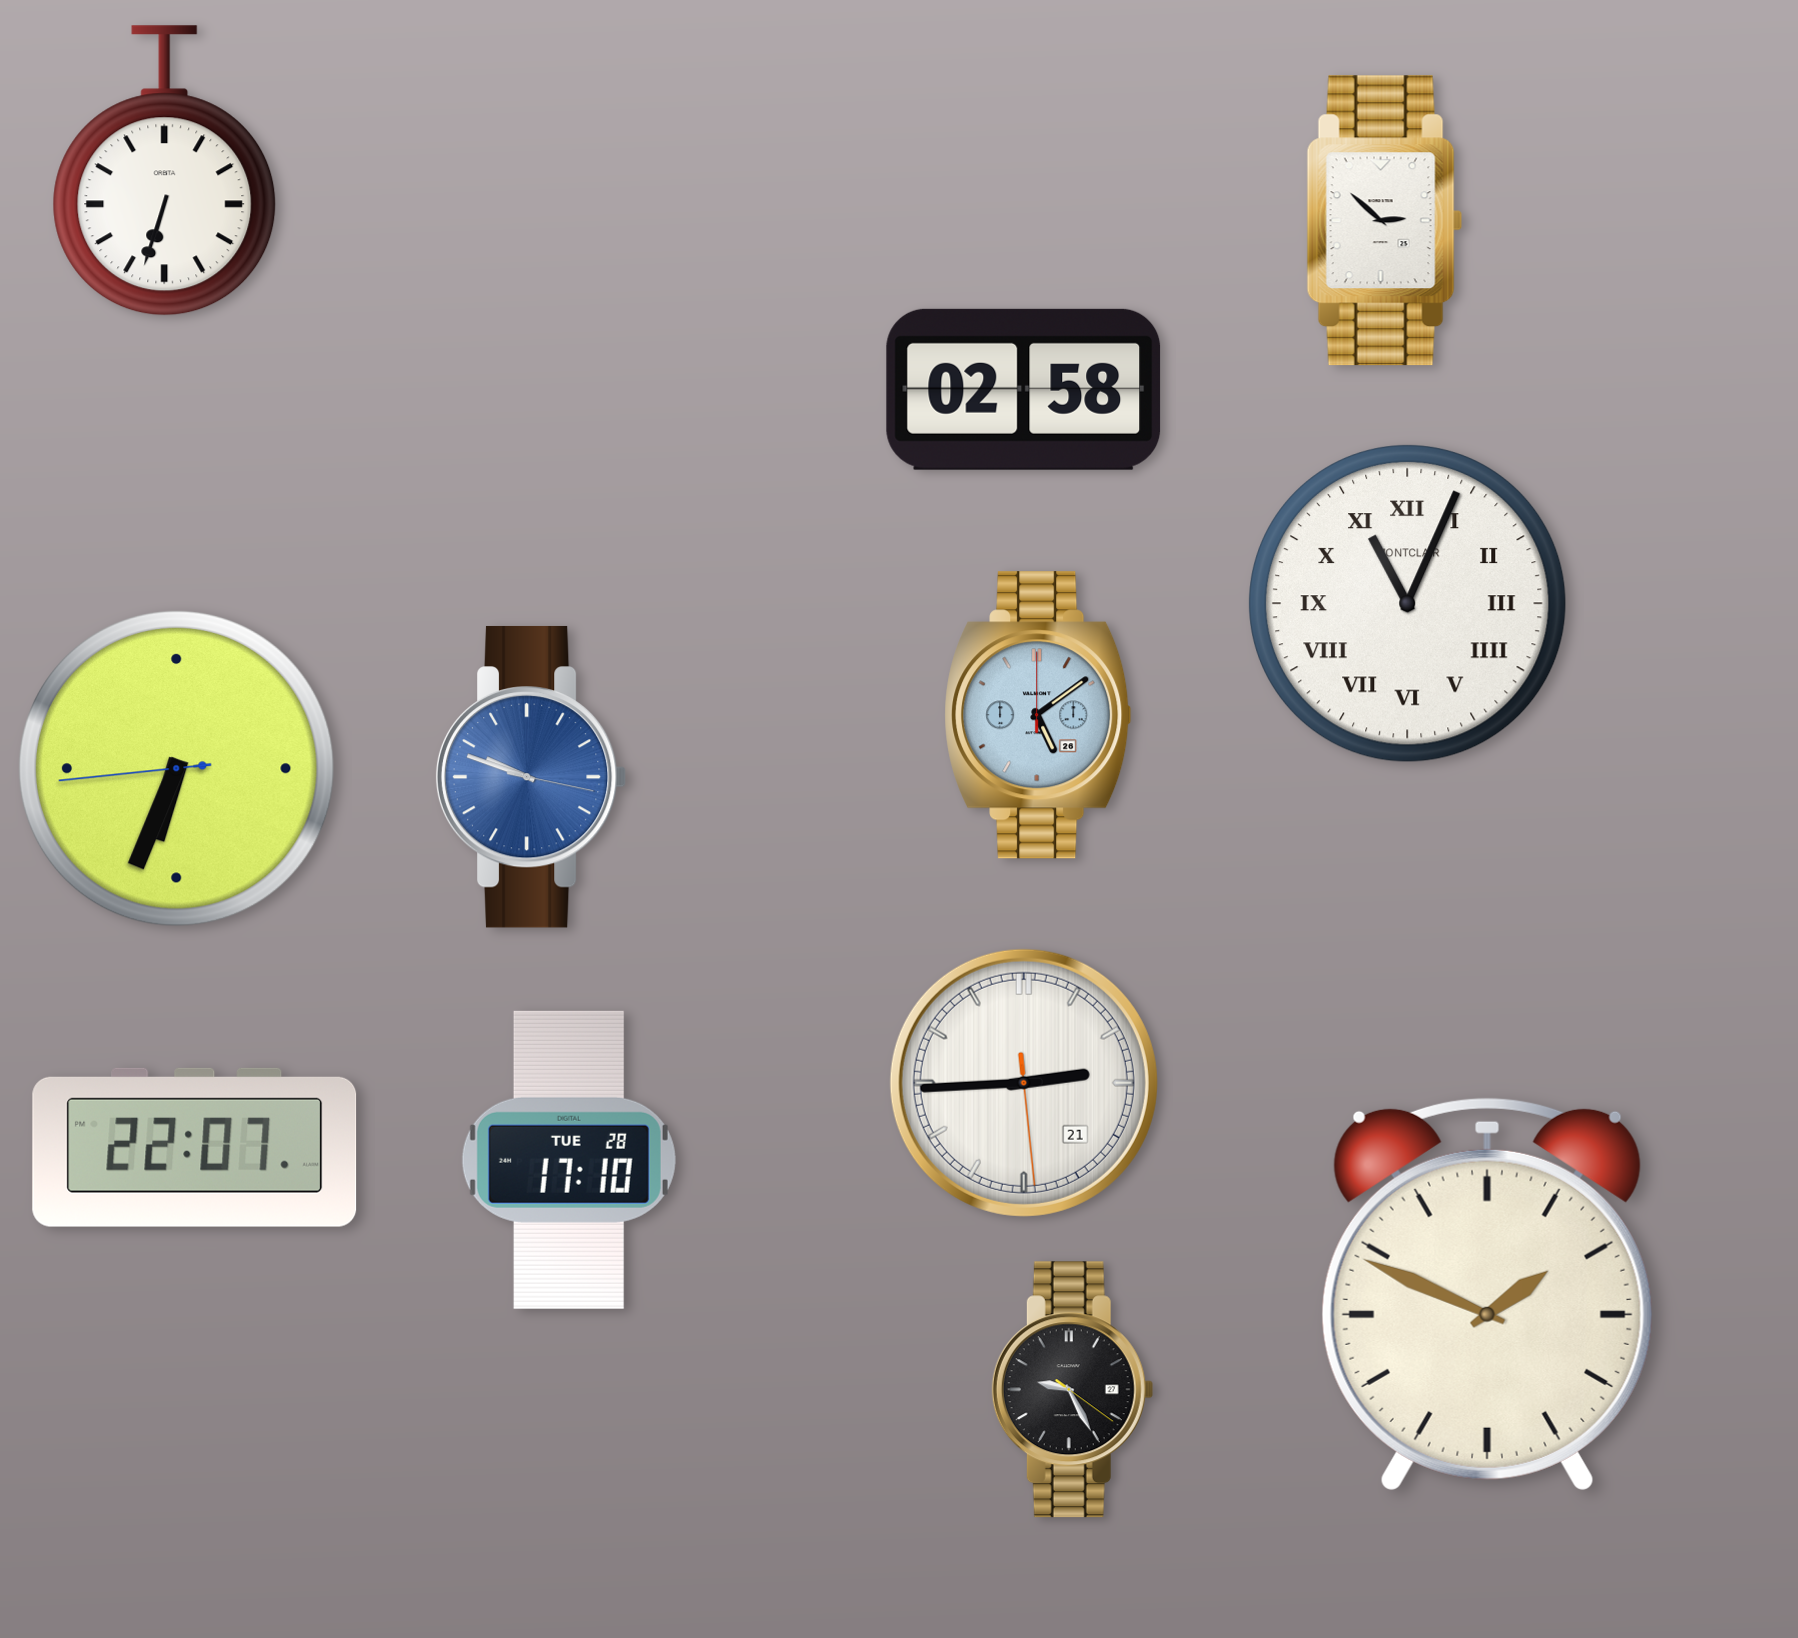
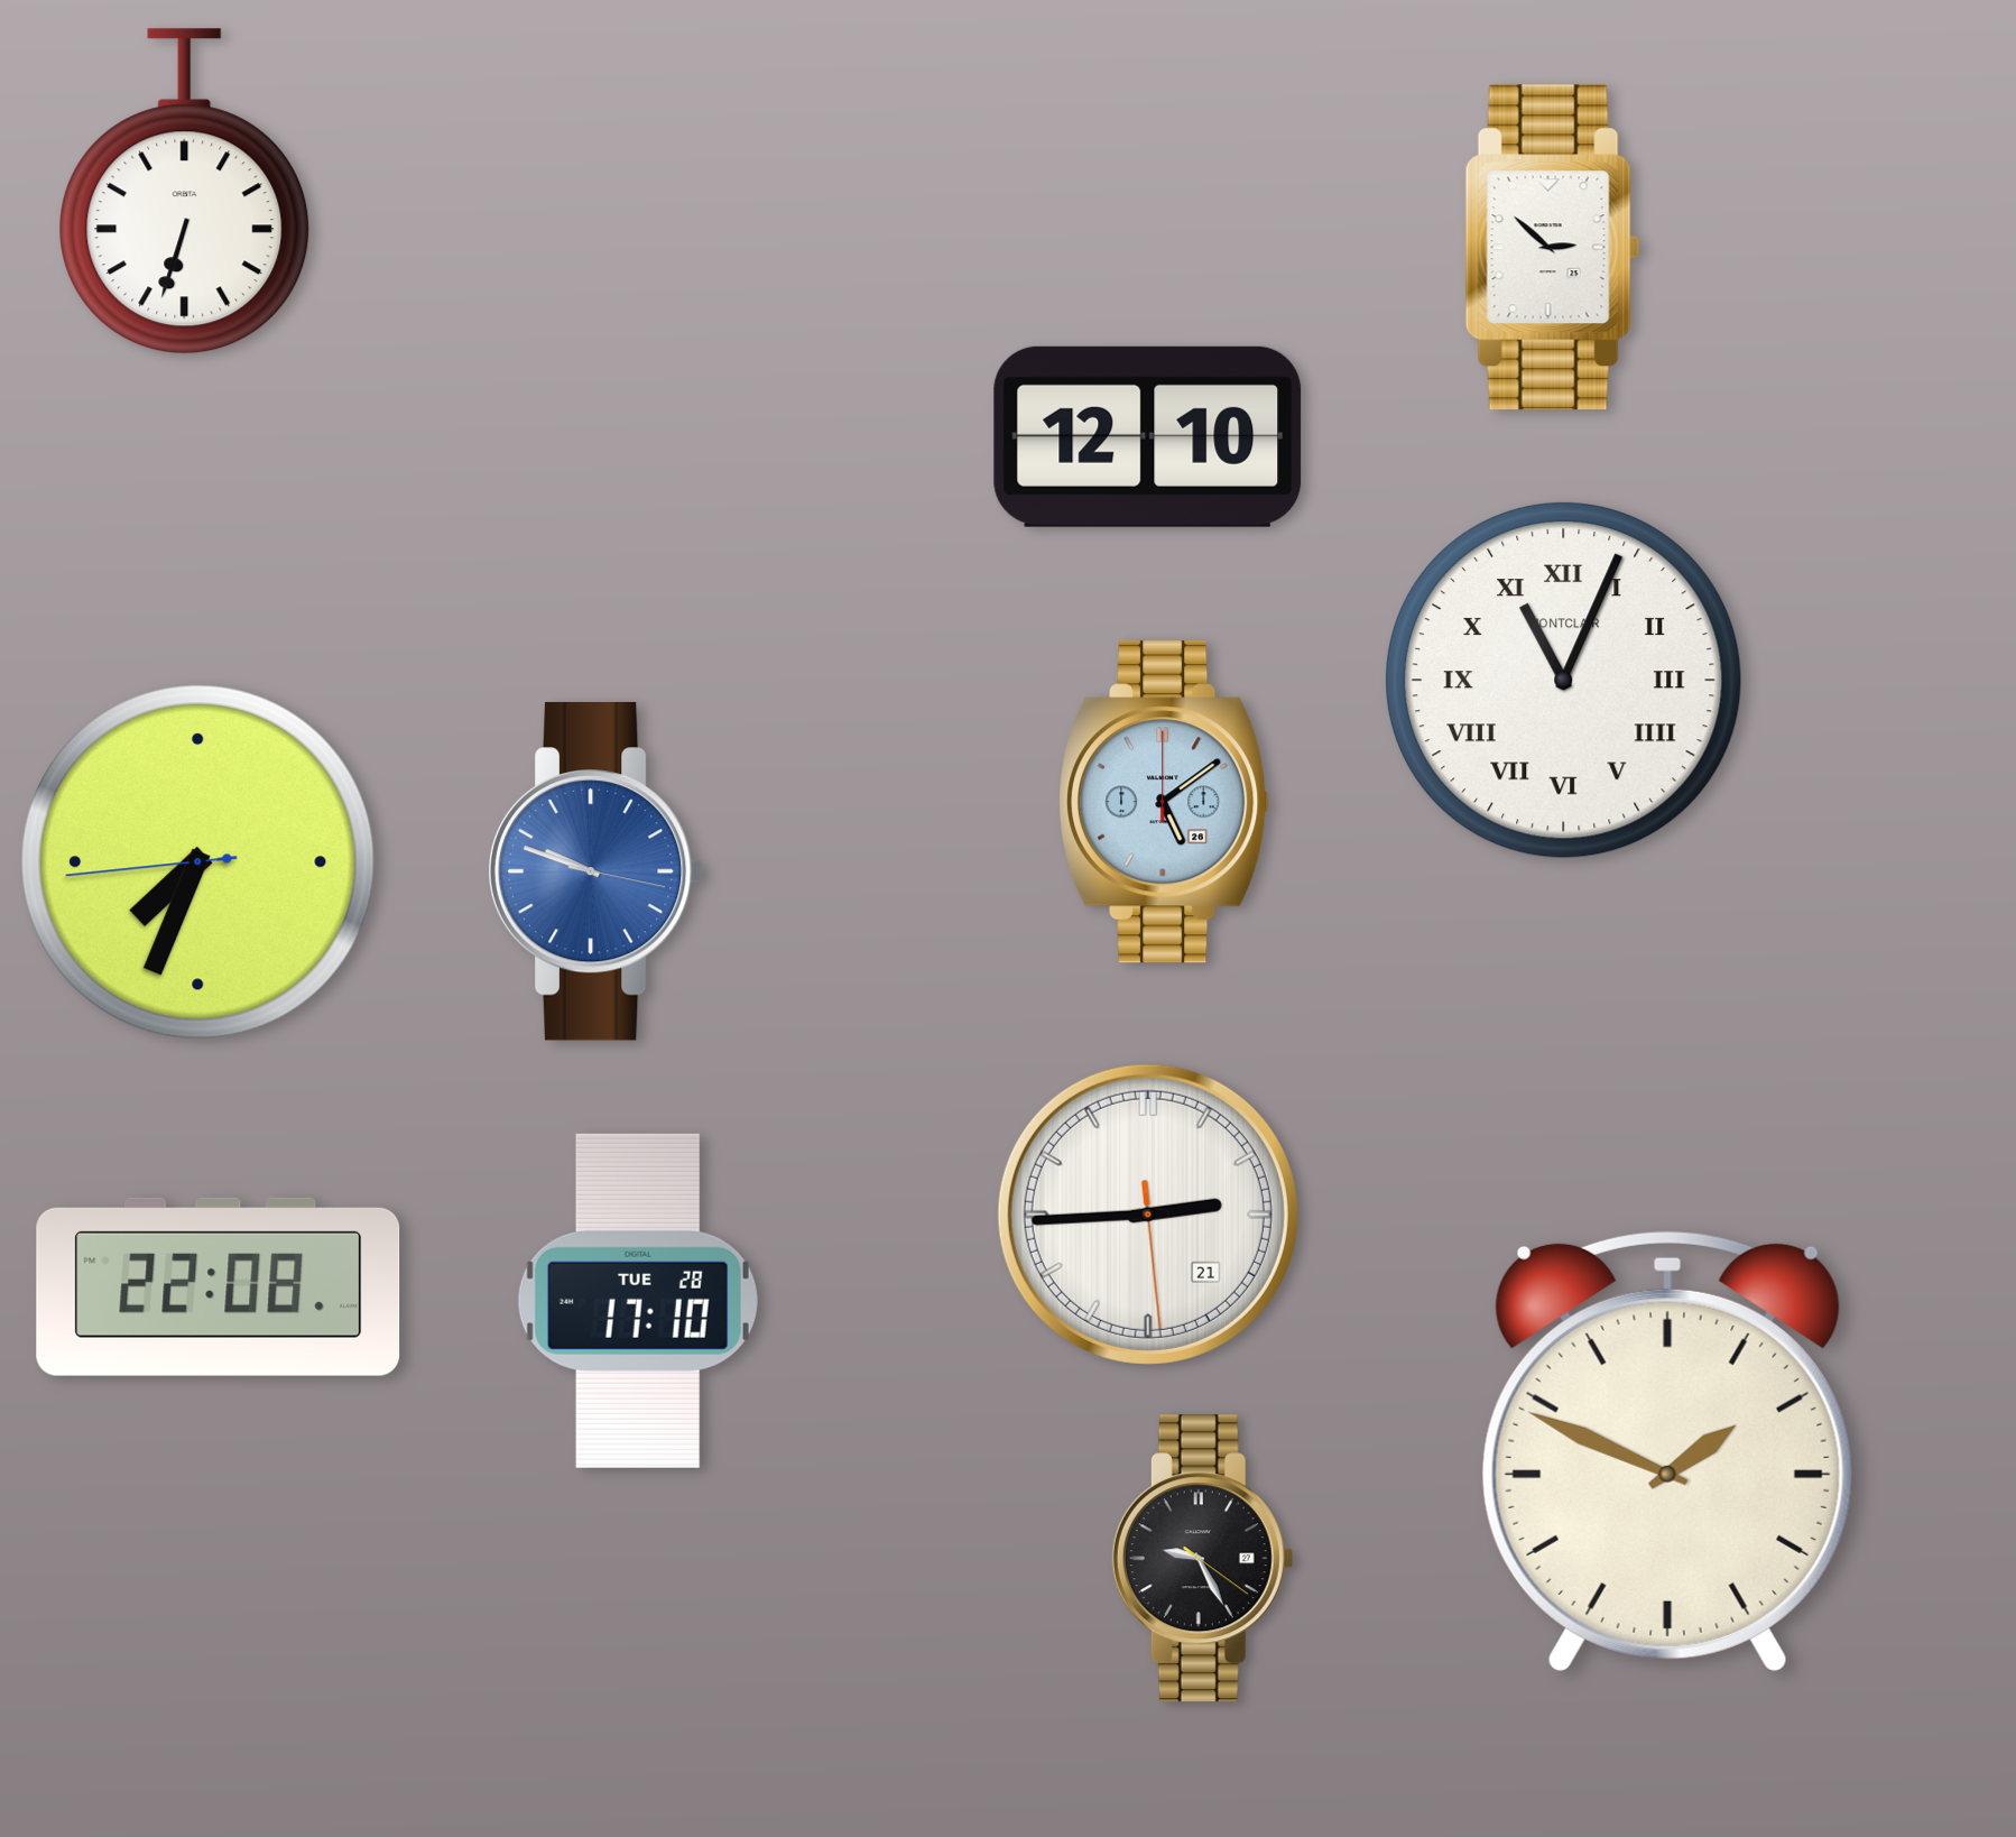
clock at (1024, 389): 02:58 -> 12:10
clock at (1408, 604) position: (1408, 604) -> (1564, 681)
clock at (176, 768): 6:33 -> 7:33
clock at (195, 1147): 22:07 -> 22:08
